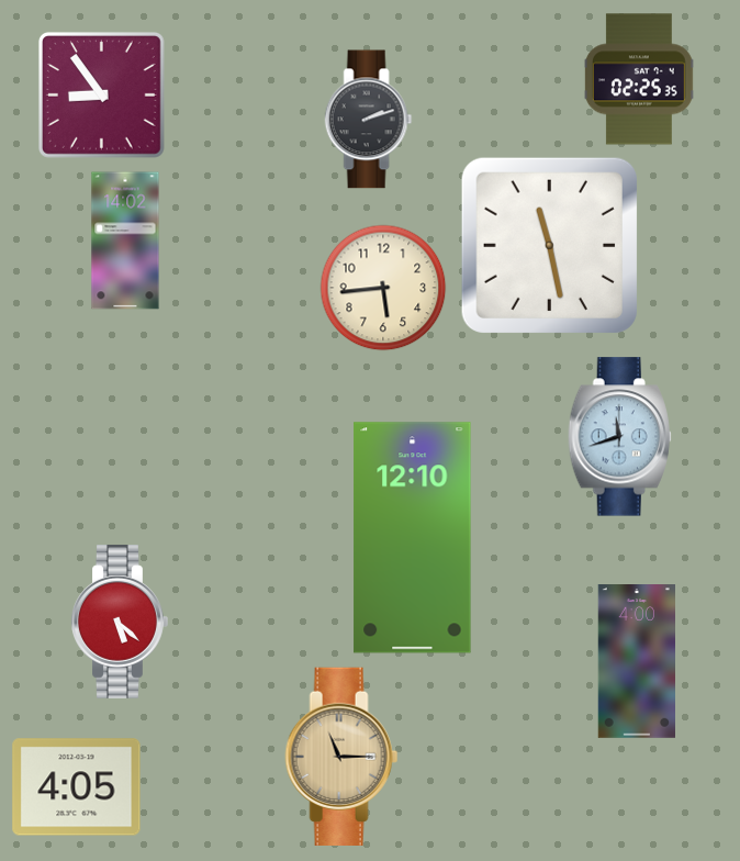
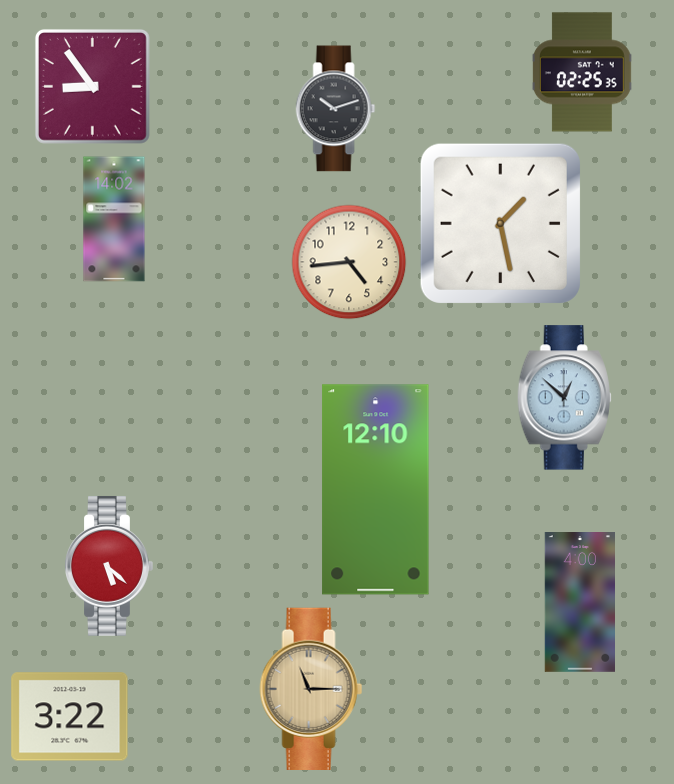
clock at (369, 120): 2:12 -> 10:12
clock at (549, 245): 11:28 -> 1:28
clock at (383, 288): 5:44 -> 4:44
clock at (619, 437): 11:42 -> 12:52
clock at (77, 787): 4:05 -> 3:22
